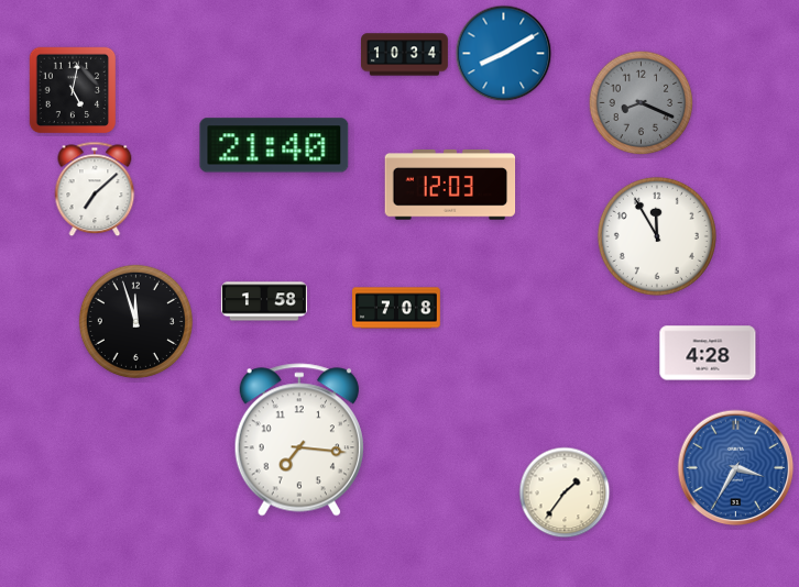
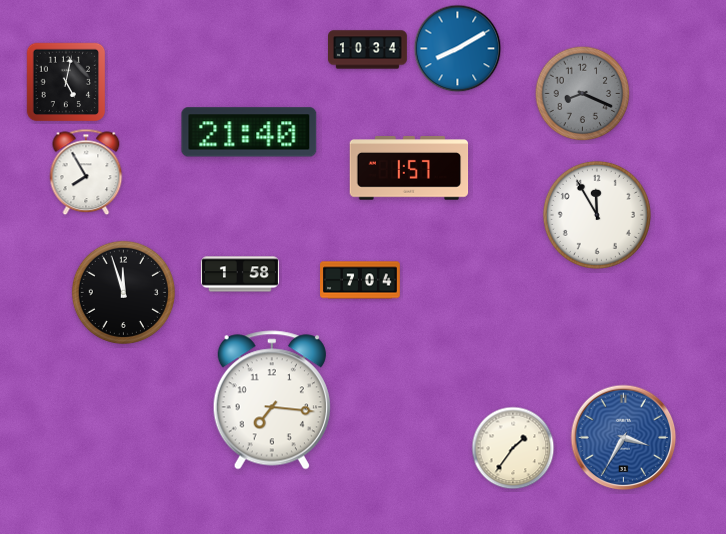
clock at (450, 185): 12:03 -> 1:57
clock at (95, 189): 7:08 -> 7:55
clock at (396, 308): 7:08 -> 7:04
clock at (708, 353): 4:28 -> none
clock at (736, 468) position: (736, 468) -> (624, 438)
